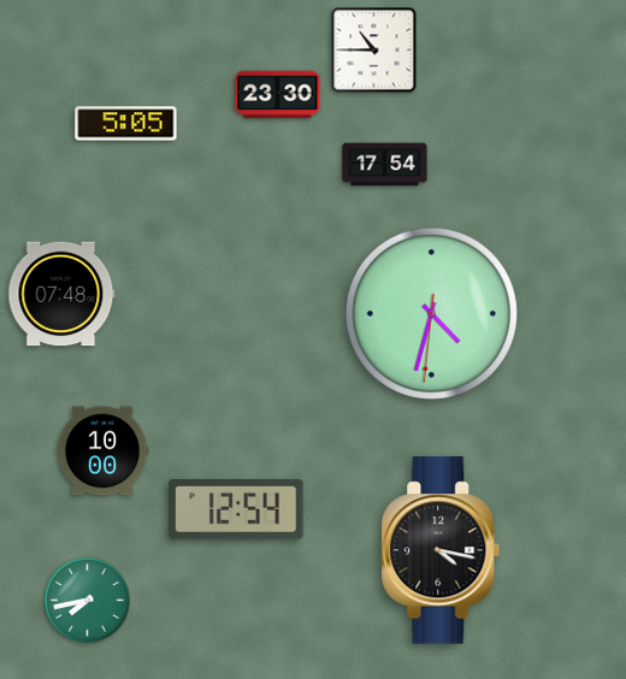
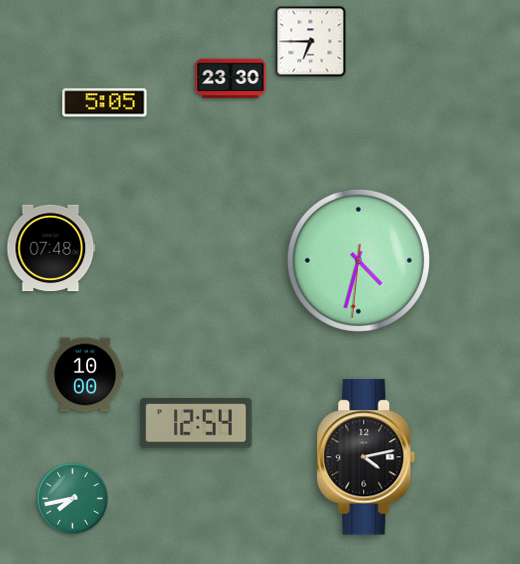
clock at (374, 51): 10:45 -> 6:45
clock at (385, 165): 17:54 -> none
clock at (61, 294) position: (61, 294) -> (51, 248)
clock at (441, 550): 4:17 -> 4:13
